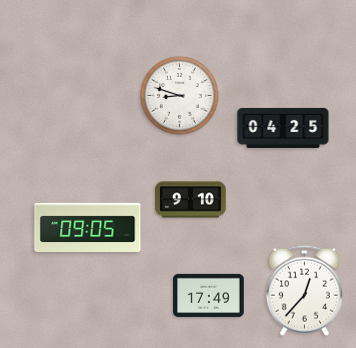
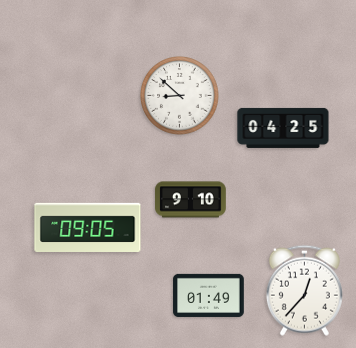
clock at (180, 96): 8:48 -> 8:52
clock at (209, 295): 17:49 -> 01:49
